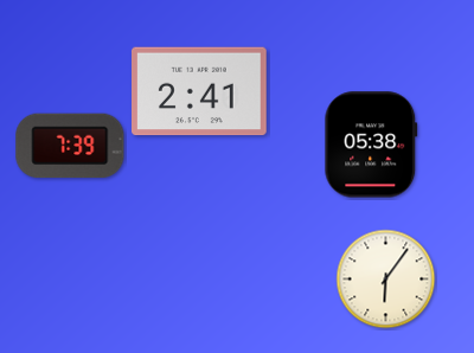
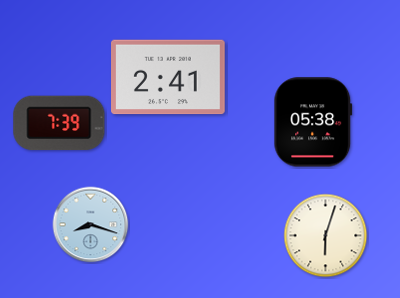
clock at (91, 225): none -> 8:18
clock at (386, 280): 6:06 -> 6:03
